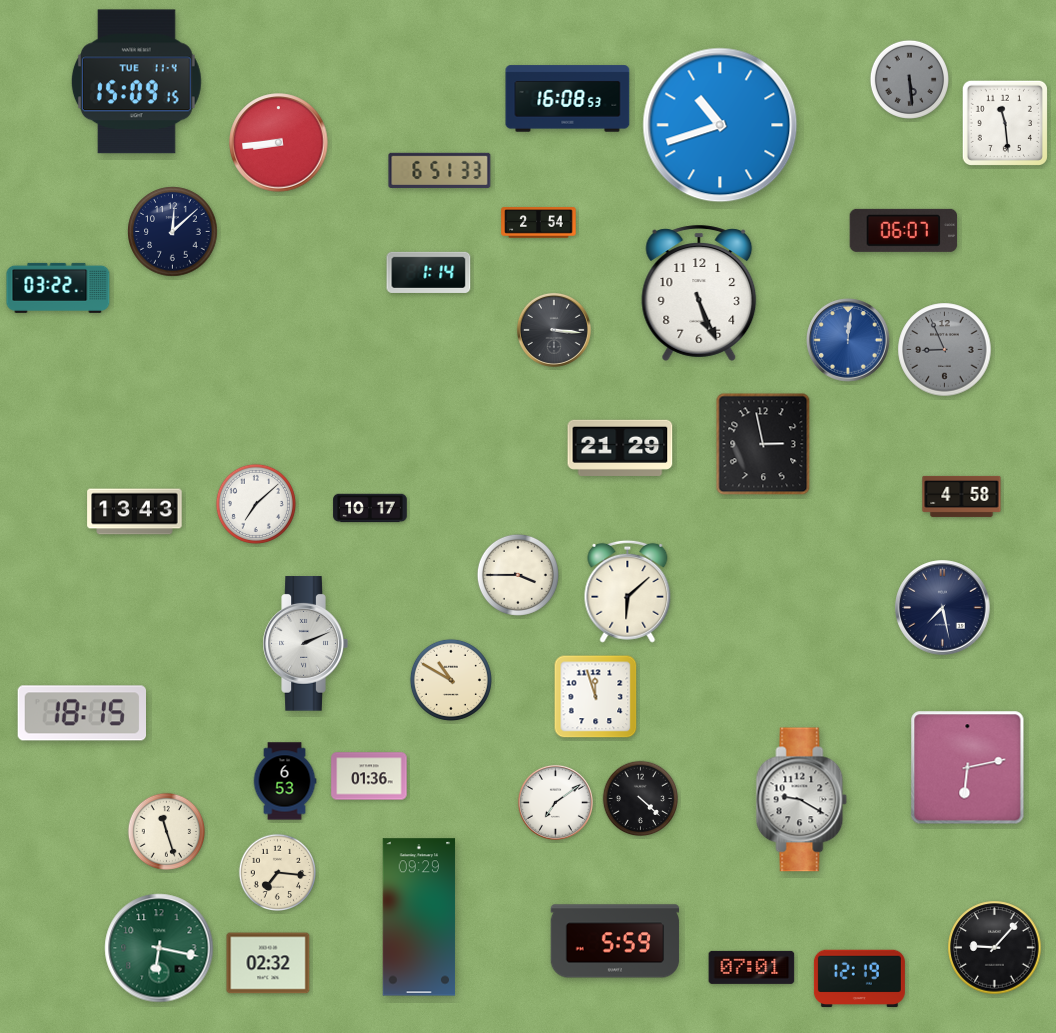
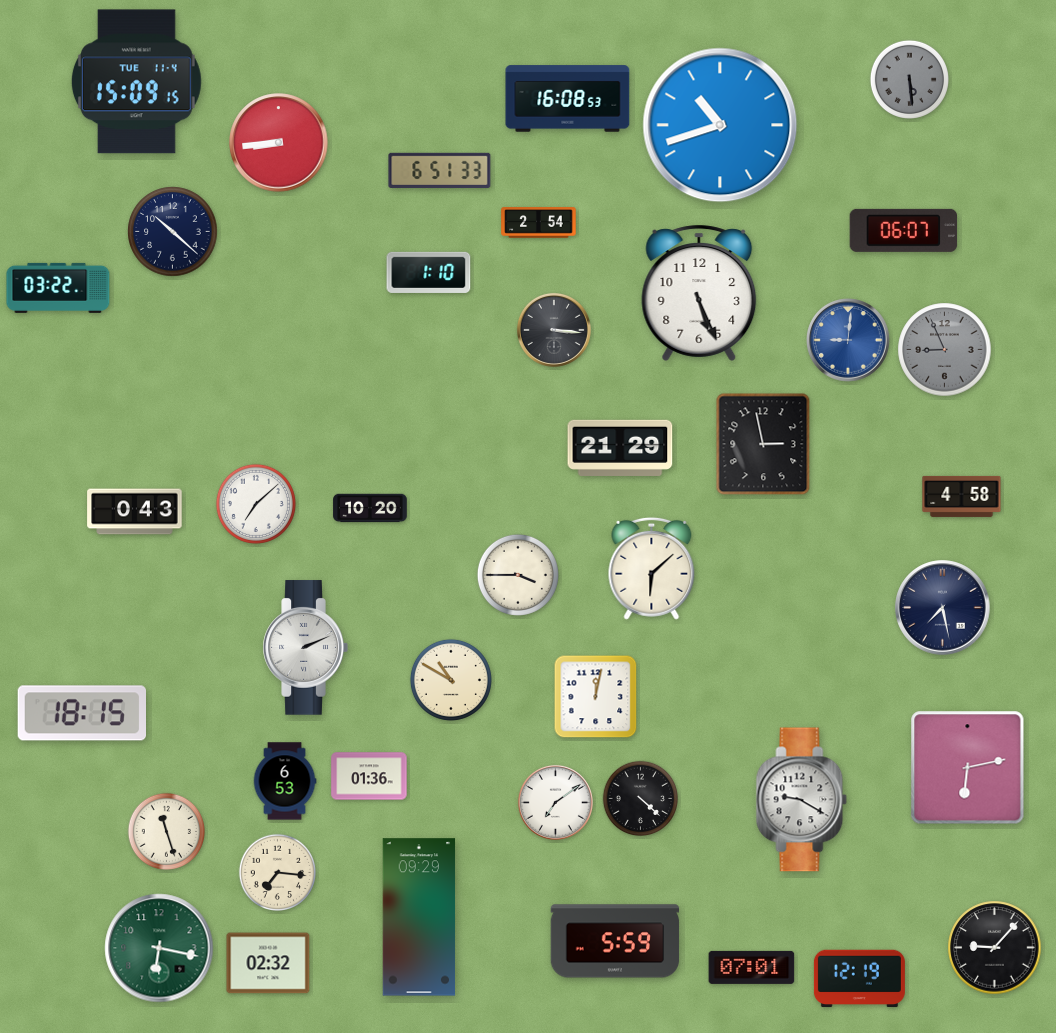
clock at (1004, 122): 11:29 -> none
clock at (173, 232): 12:08 -> 10:22
clock at (429, 272): 1:14 -> 1:10
clock at (849, 341): 12:01 -> 9:01
clock at (370, 508): 10:17 -> 10:20
clock at (135, 512): 13:43 -> 0:43
clock at (628, 591) position: (628, 591) -> (652, 568)
clock at (305, 644) position: (305, 644) -> (305, 648)
clock at (596, 697): 11:57 -> 12:02
